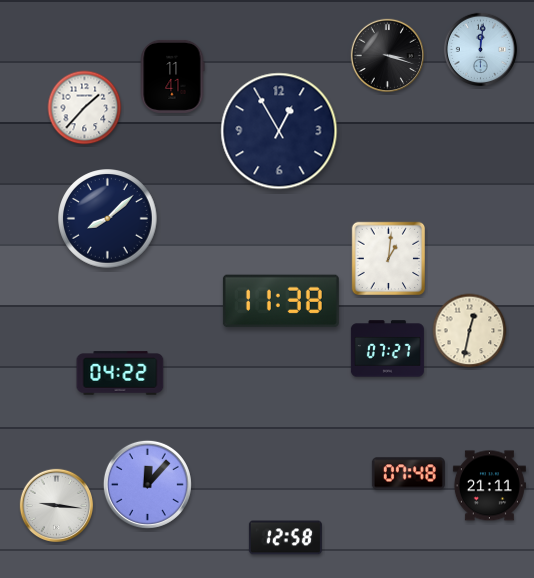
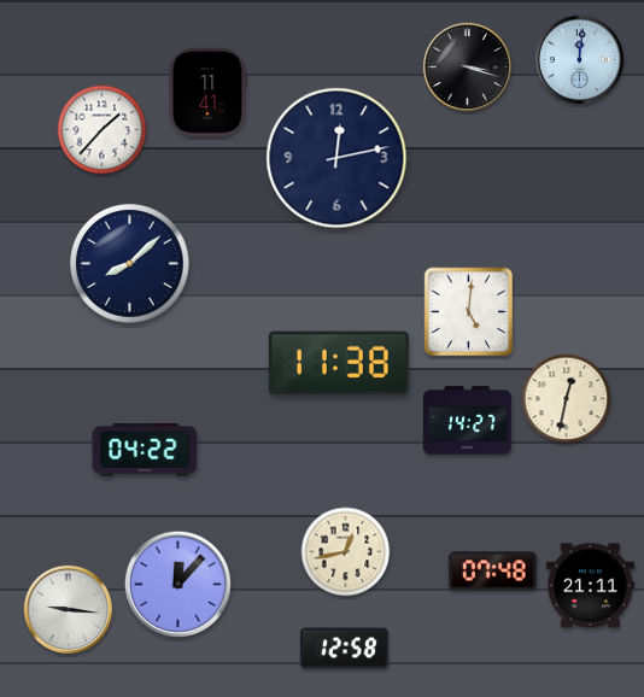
clock at (279, 131): 12:55 -> 12:13
clock at (389, 259): 1:01 -> 5:01
clock at (387, 349): 07:27 -> 14:27
clock at (346, 552): none -> 12:43
